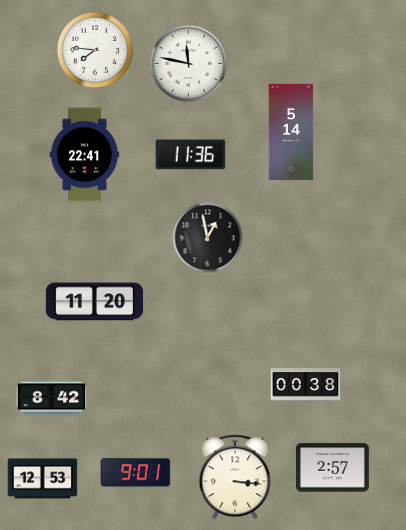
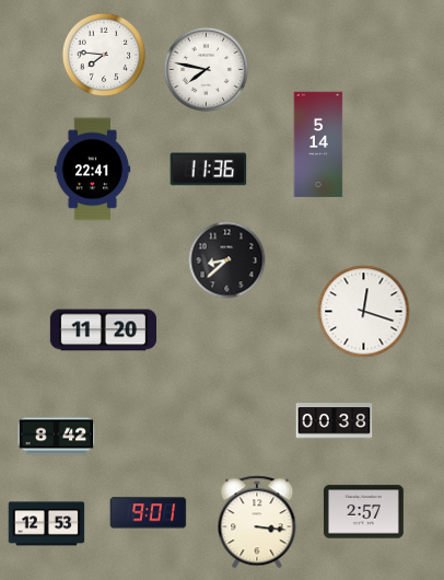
clock at (188, 63): 11:47 -> 7:47
clock at (208, 238): 12:58 -> 8:38
clock at (364, 312): none -> 12:18
clock at (136, 473) position: (136, 473) -> (149, 513)
